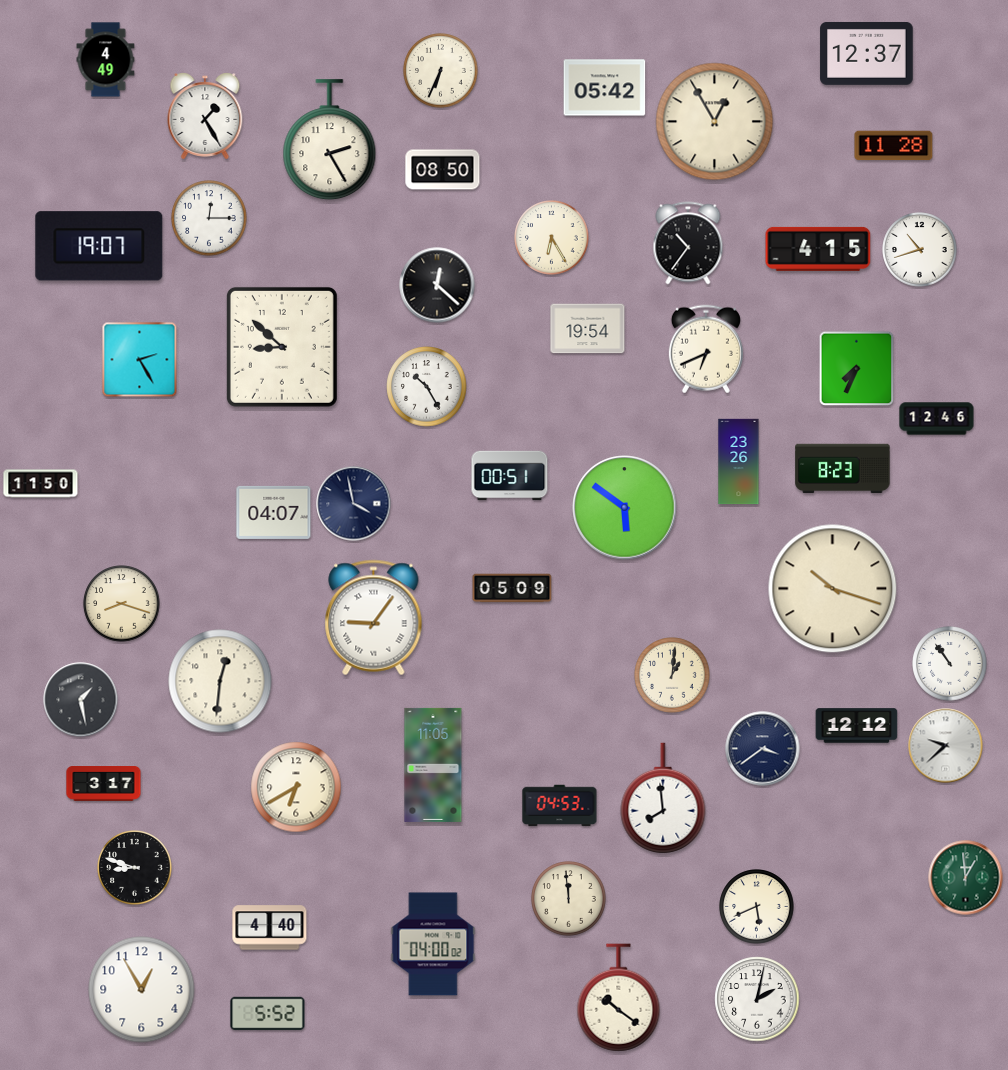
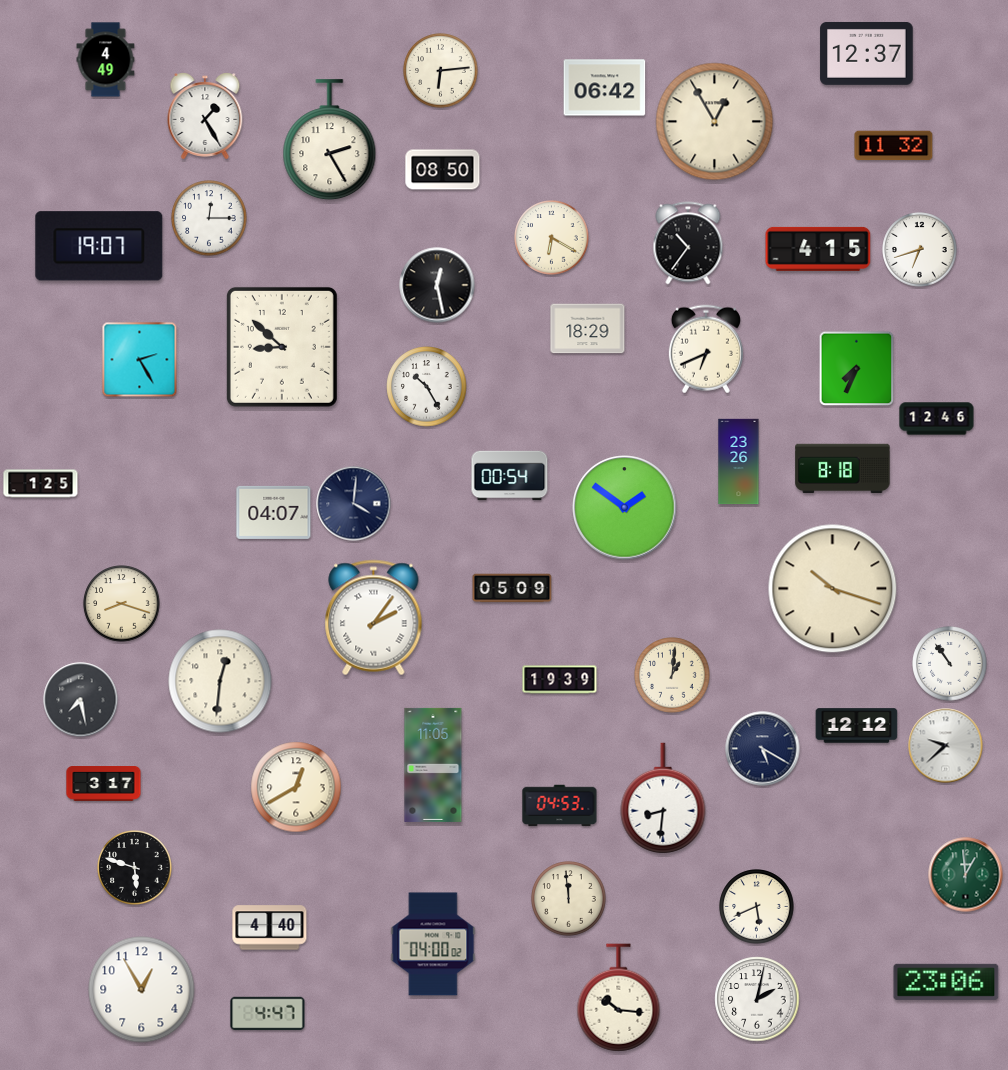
clock at (441, 71): 6:34 -> 6:14
clock at (605, 88): 05:42 -> 06:42
clock at (894, 146): 11:28 -> 11:32
clock at (552, 238): 6:25 -> 6:20
clock at (920, 250): 10:42 -> 6:42
clock at (437, 285): 12:22 -> 12:28
clock at (588, 329): 19:54 -> 18:29
clock at (843, 469): 8:23 -> 8:18
clock at (510, 476): 00:51 -> 00:54
clock at (41, 484): 11:50 -> 1:25
clock at (354, 504): 3:58 -> 4:01
clock at (625, 508): 5:51 -> 1:51
clock at (374, 618): 9:06 -> 2:06
clock at (560, 680): none -> 19:39
clock at (81, 700): 1:28 -> 7:28
clock at (763, 749): 3:39 -> 5:20
clock at (296, 787): 6:40 -> 12:40
clock at (663, 798): 7:59 -> 8:31
clock at (135, 868): 8:48 -> 5:48
clock at (966, 878) position: (966, 878) -> (966, 875)
clock at (946, 982): none -> 23:06
clock at (619, 998): 10:21 -> 10:16
clock at (268, 1014): 5:52 -> 4:47
